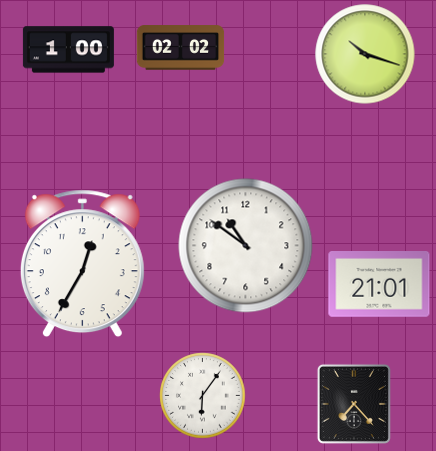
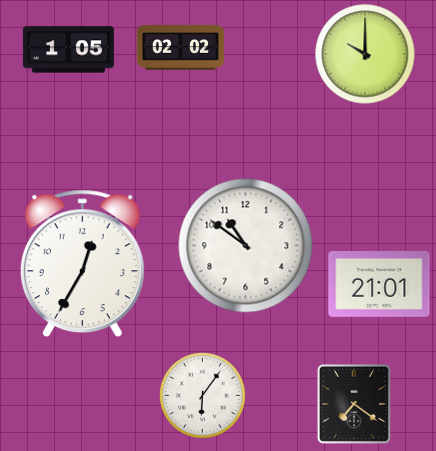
clock at (68, 50): 1:00 -> 1:05
clock at (365, 54): 10:18 -> 10:00
clock at (354, 404): 7:23 -> 7:21
